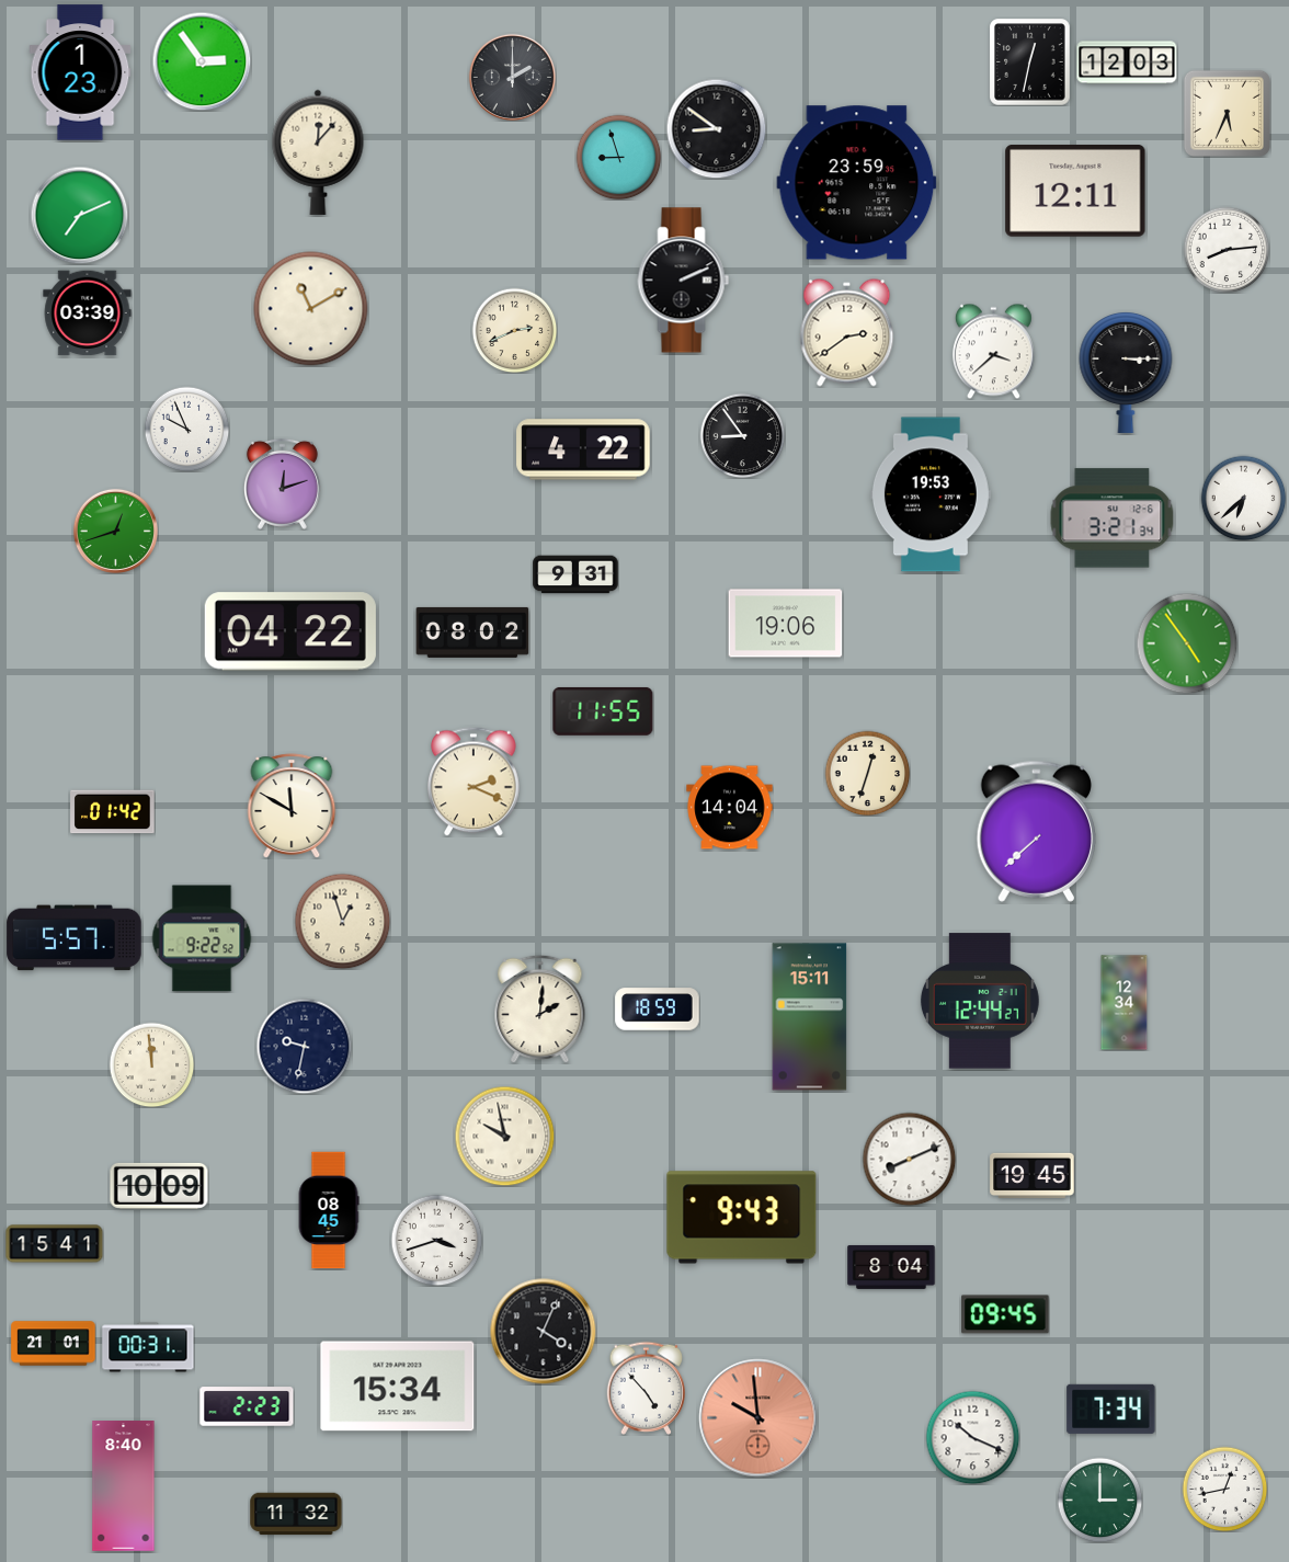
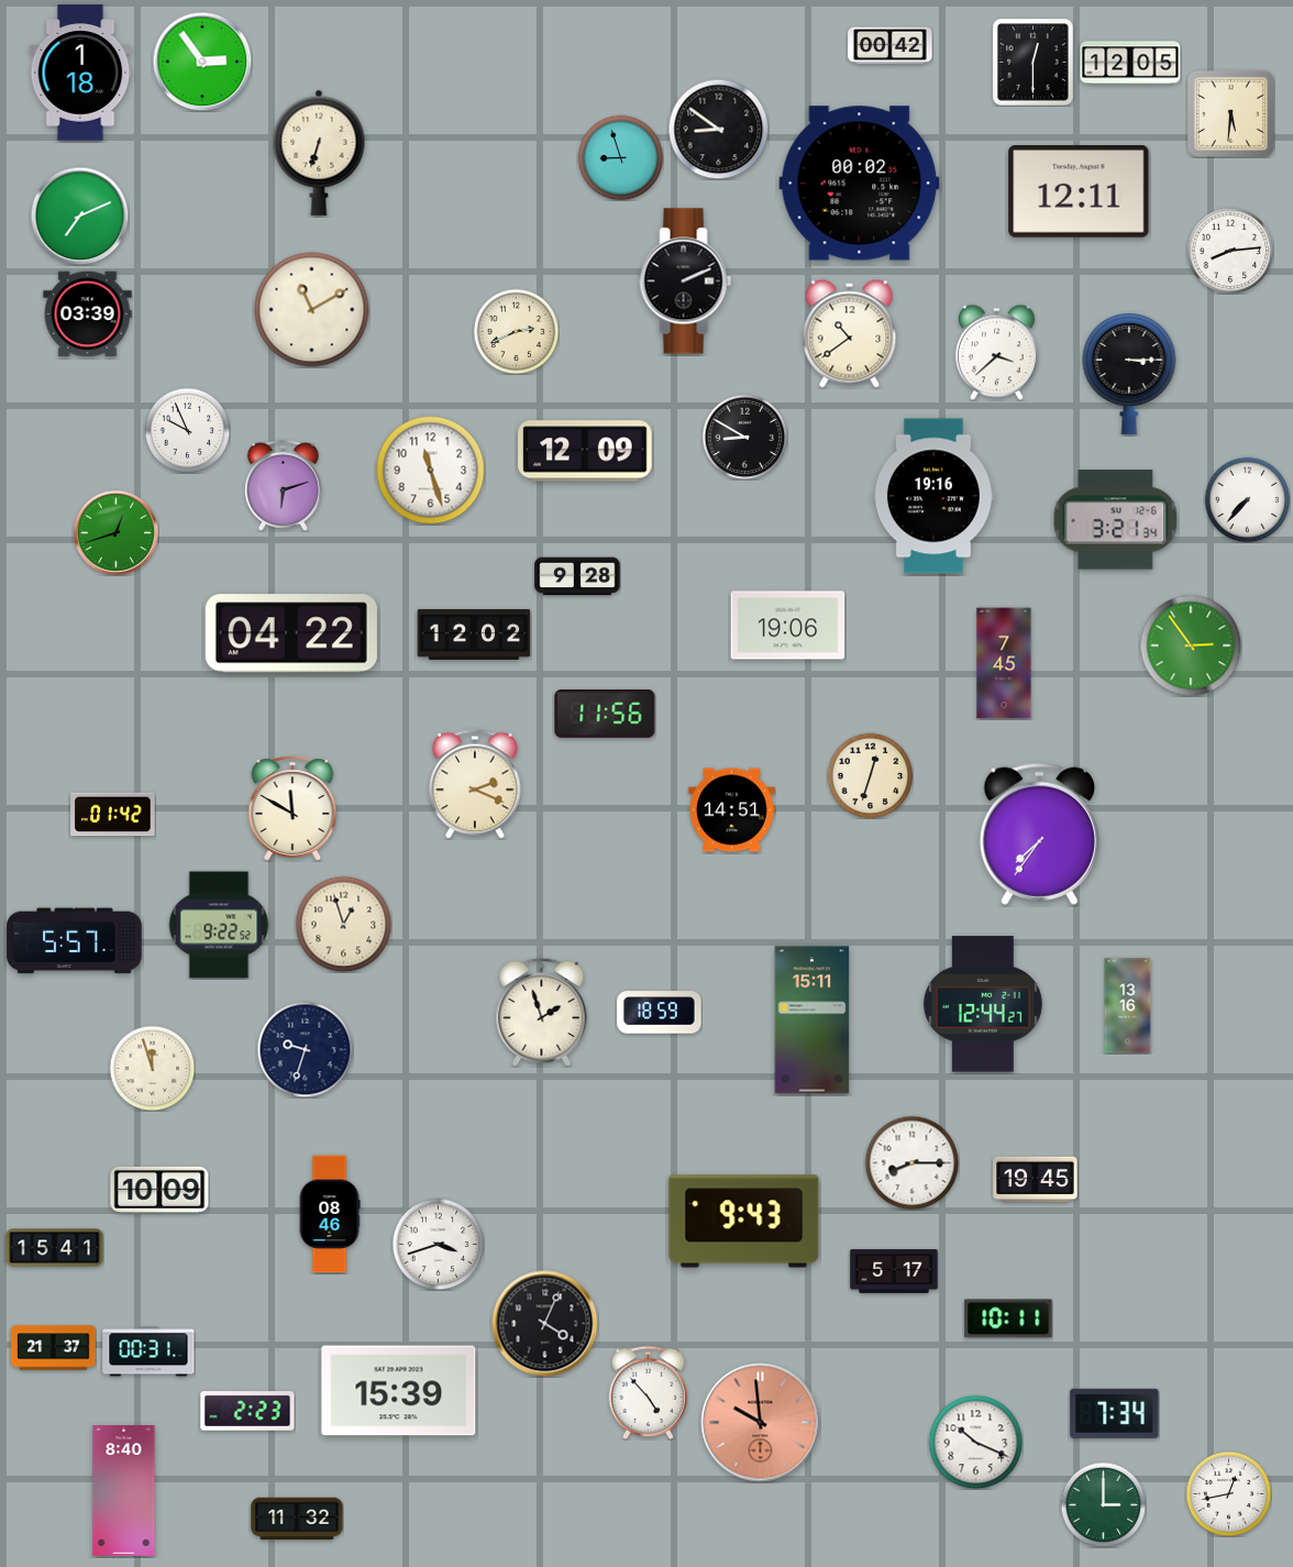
clock at (891, 46): none -> 00:42
clock at (1030, 62): 12:32 -> 12:30
clock at (1127, 62): 12:03 -> 12:05
clock at (80, 72): 1:23 -> 1:18
clock at (512, 77): 2:00 -> none
clock at (1227, 113): 5:34 -> 5:31
clock at (318, 152): 12:07 -> 6:33
clock at (857, 183): 23:59 -> 00:02
clock at (847, 333): 2:39 -> 10:39
clock at (742, 435): 8:54 -> 8:50
clock at (583, 449): 4:22 -> 12:09
clock at (431, 471): none -> 11:27
clock at (282, 483): 12:12 -> 6:12
clock at (931, 494): 19:53 -> 19:16
clock at (1243, 498): 6:38 -> 7:37
clock at (575, 574): 9:31 -> 9:28
clock at (472, 632): 08:02 -> 12:02
clock at (1187, 643): 4:54 -> 2:54
clock at (1004, 663): none -> 7:45
clock at (603, 711): 11:55 -> 11:56
clock at (730, 808): 14:04 -> 14:51
clock at (1036, 831): 7:38 -> 7:36
clock at (202, 938) position: (202, 938) -> (219, 925)
clock at (1125, 1003): 12:34 -> 13:16
clock at (540, 1008): 2:01 -> 1:57
clock at (304, 1046): 9:32 -> 9:33
clock at (151, 1064): 11:59 -> 11:57
clock at (504, 1136): 9:58 -> none
clock at (909, 1159): 8:11 -> 8:15
clock at (329, 1210): 08:45 -> 08:46
clock at (891, 1267): 8:04 -> 5:17
clock at (1005, 1314): 09:45 -> 10:11
clock at (544, 1332) position: (544, 1332) -> (545, 1324)
clock at (54, 1344): 21:01 -> 21:37
clock at (398, 1387): 15:34 -> 15:39
